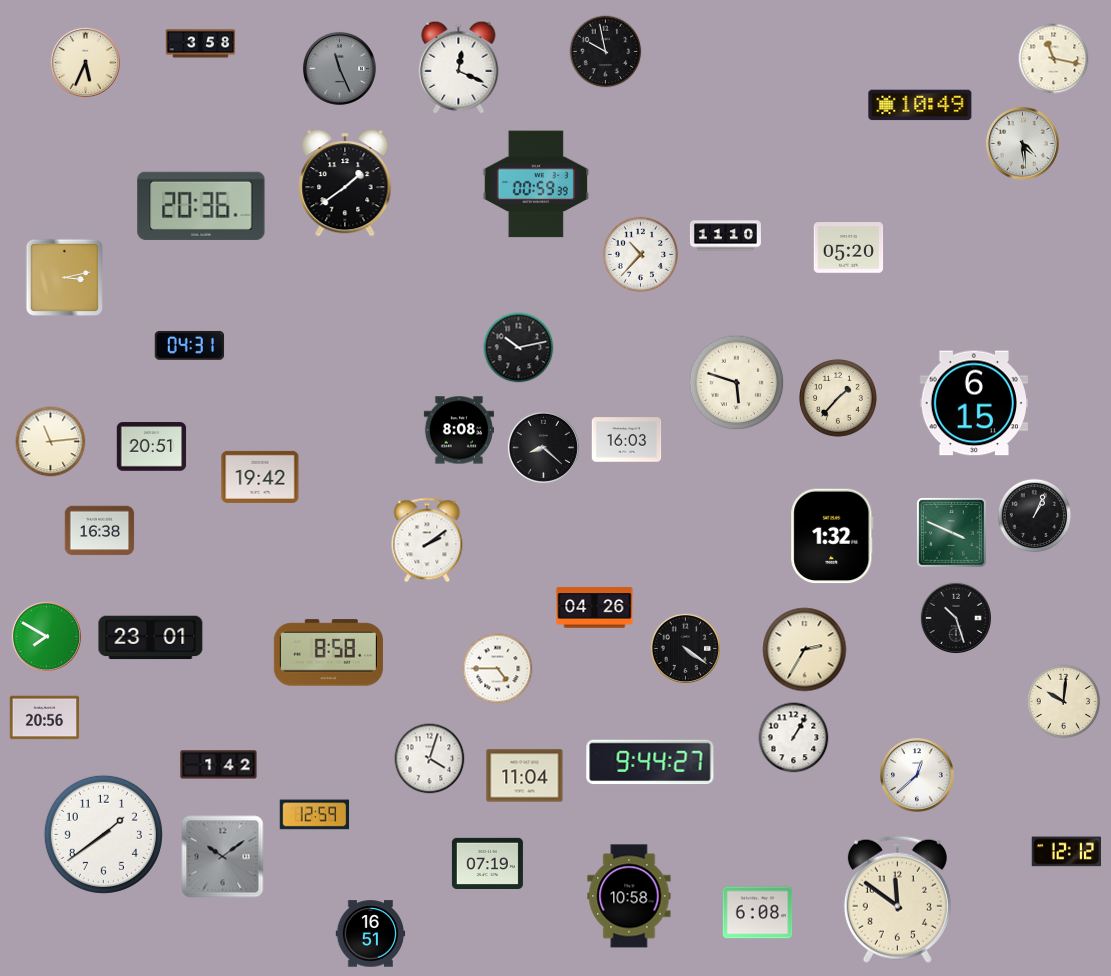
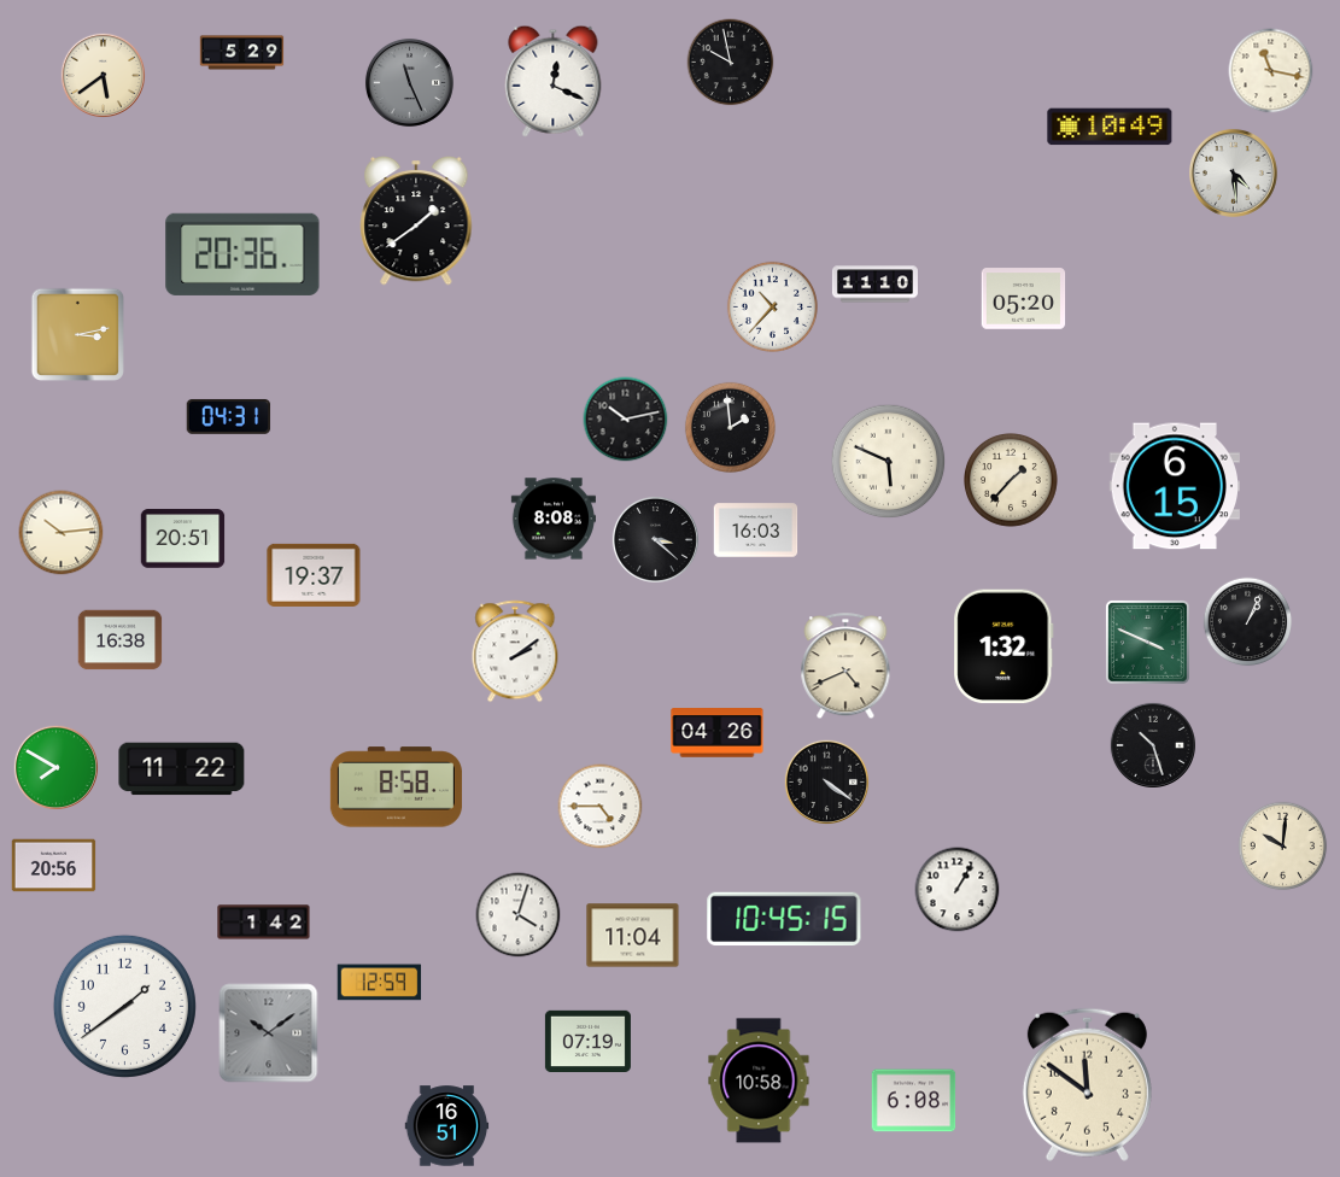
clock at (201, 44): 3:58 -> 5:29
clock at (85, 62): 5:34 -> 5:39
clock at (535, 184): 00:59 -> none
clock at (201, 206) position: (201, 206) -> (242, 254)
clock at (730, 427): none -> 1:59
clock at (737, 383): 5:48 -> 5:49
clock at (51, 442): 11:14 -> 10:14
clock at (543, 447): 8:22 -> 3:22
clock at (260, 477): 19:42 -> 19:37
clock at (845, 667): none -> 4:41
clock at (151, 638): 23:01 -> 11:22
clock at (805, 650): 2:35 -> none
clock at (650, 762): 9:44 -> 10:45
clock at (918, 776): 12:38 -> none
clock at (1066, 852): 12:12 -> none
clock at (897, 899) position: (897, 899) -> (1087, 1084)
